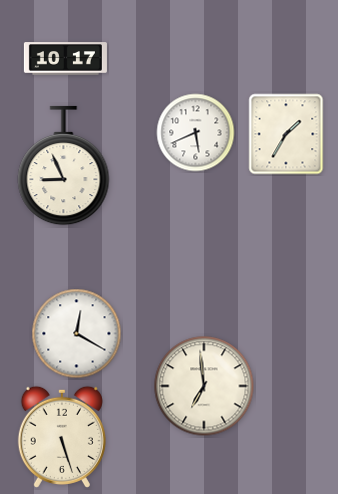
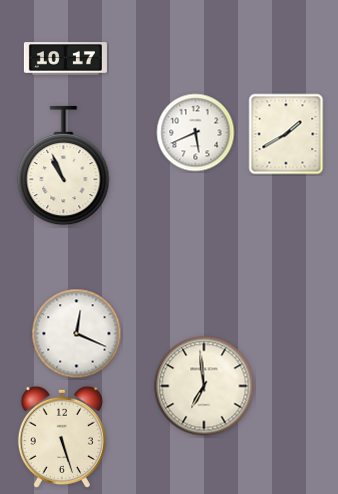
clock at (286, 134): 1:35 -> 1:40
clock at (64, 166): 8:56 -> 10:56
clock at (77, 334): 12:20 -> 12:19
